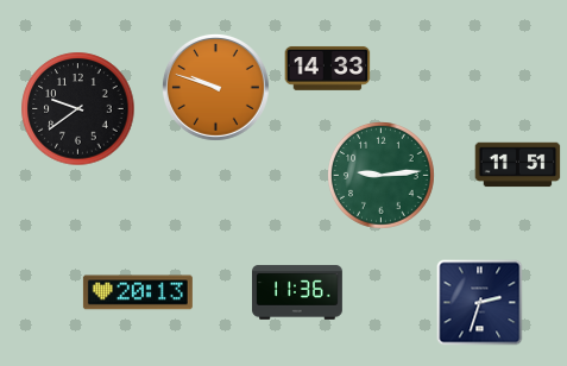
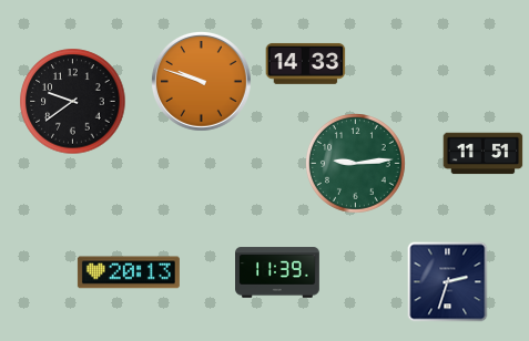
clock at (298, 292): 11:36 -> 11:39
